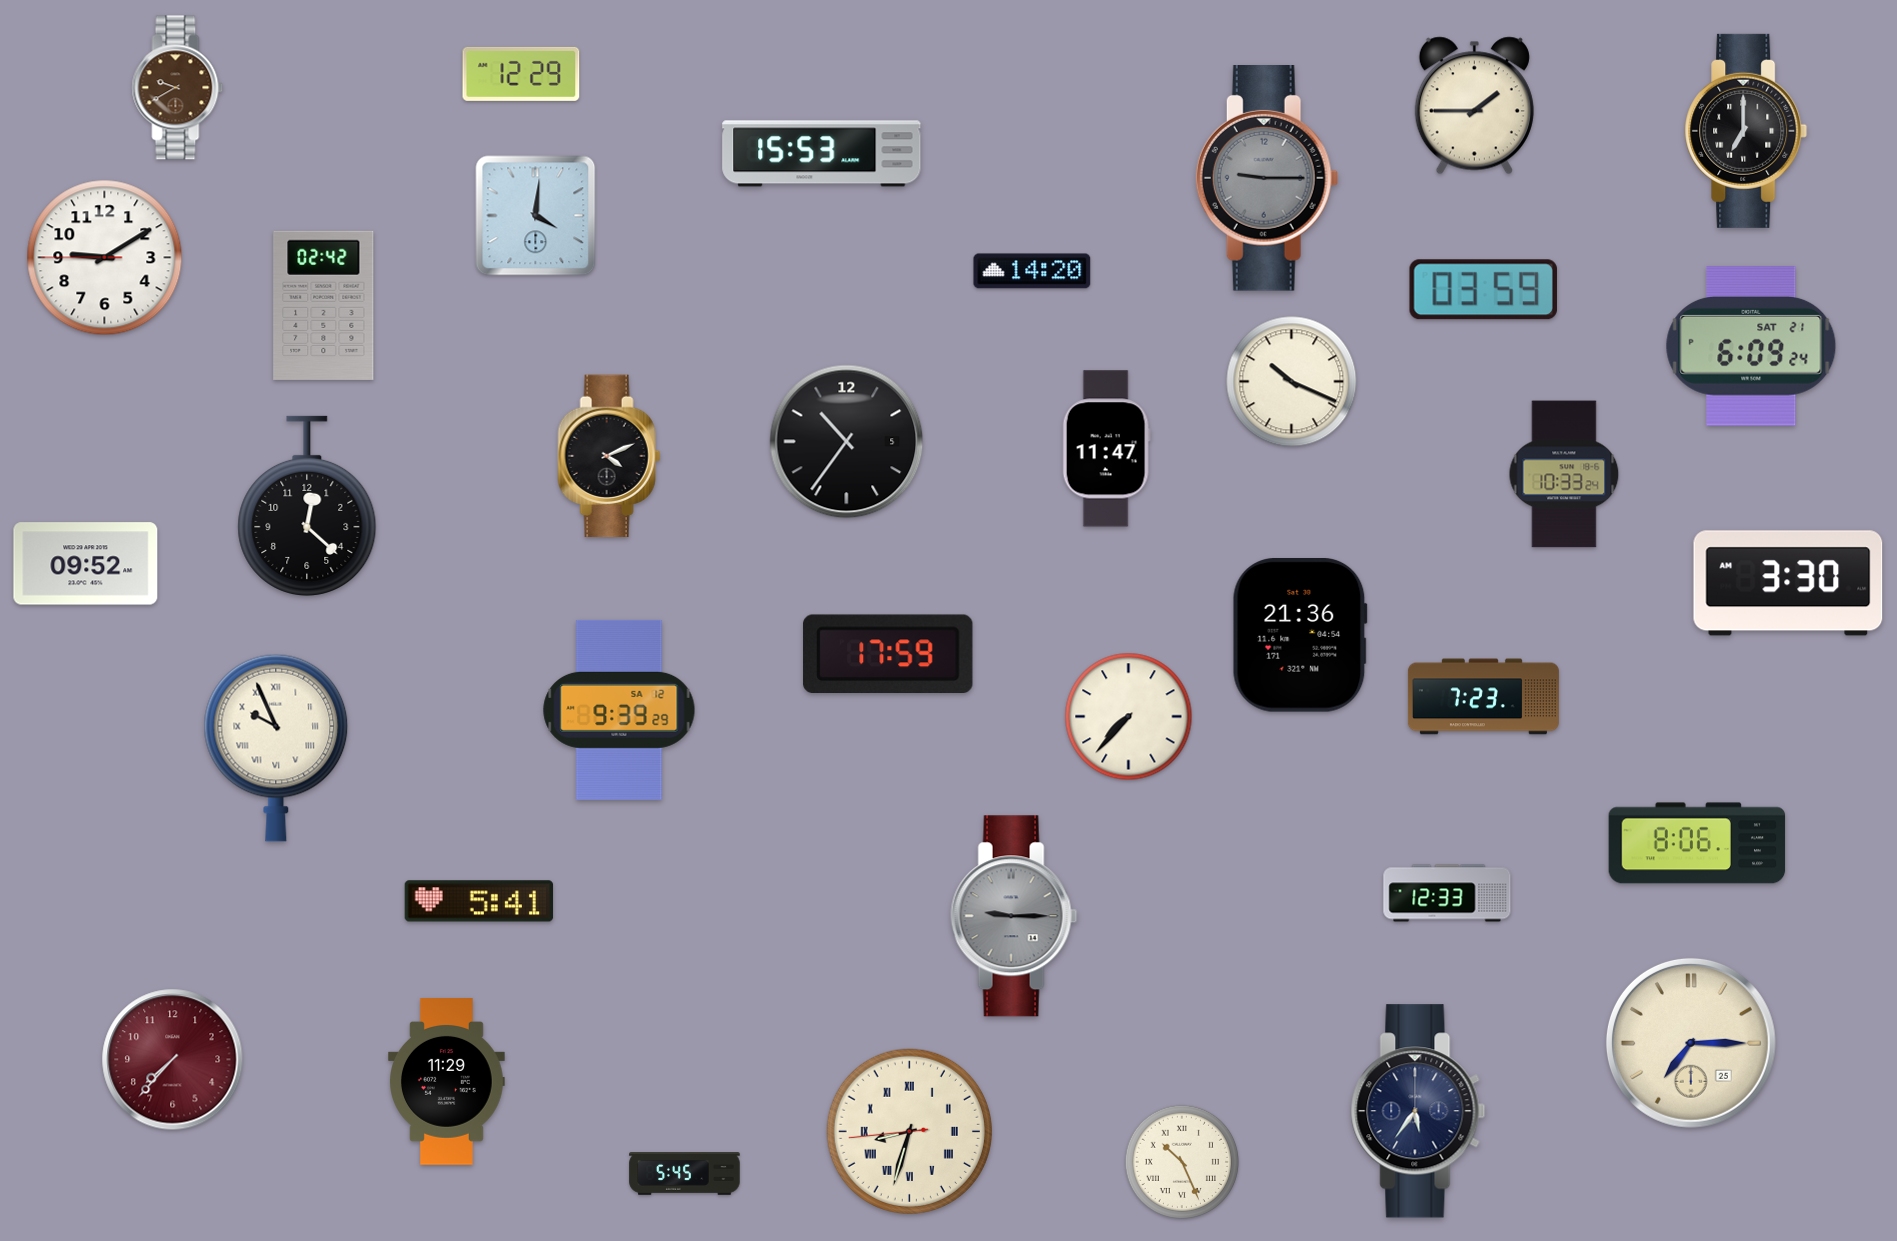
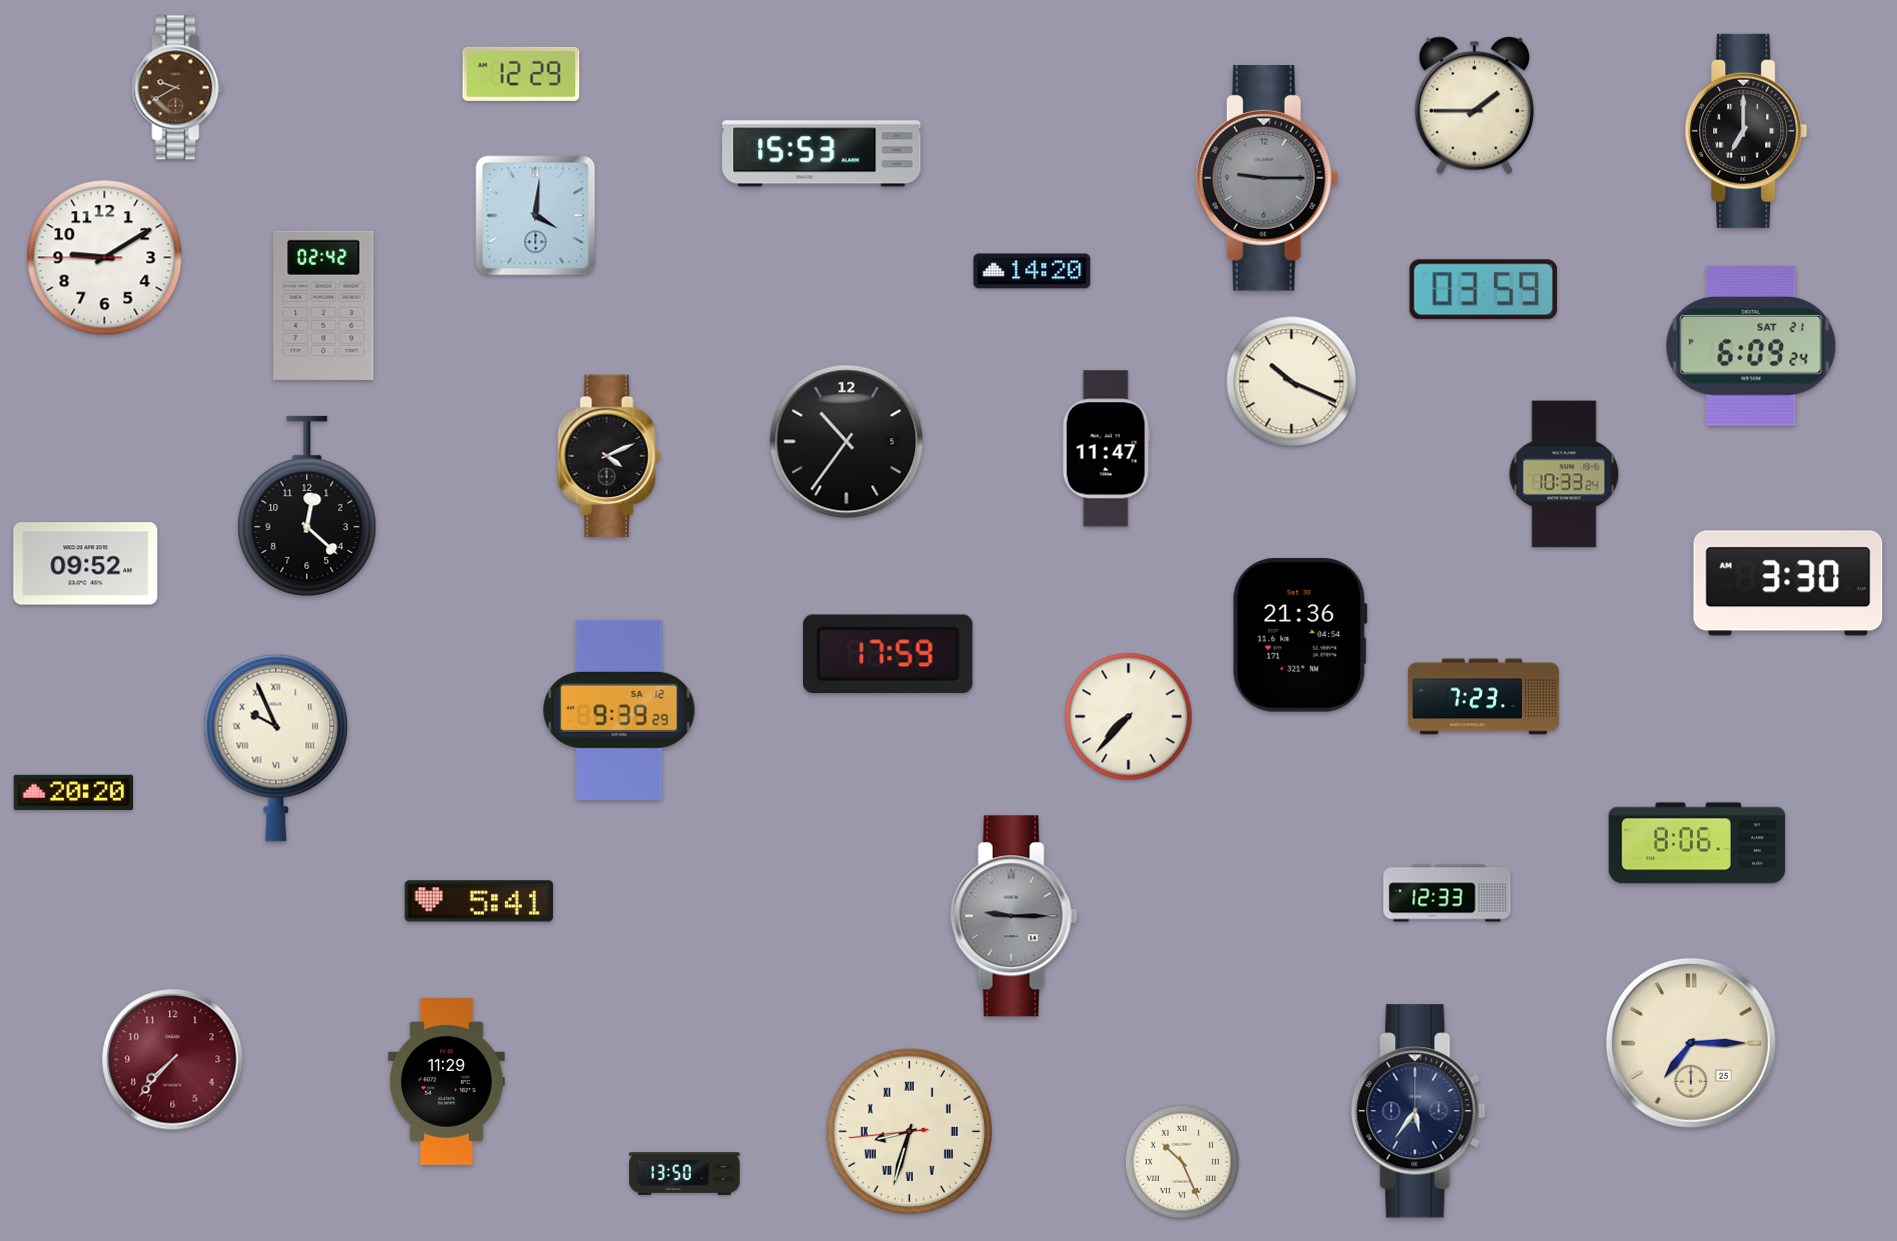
clock at (74, 792): none -> 20:20
clock at (685, 1174): 5:45 -> 13:50
